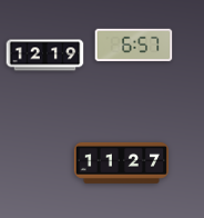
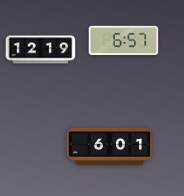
clock at (134, 46) position: (134, 46) -> (124, 41)
clock at (121, 162): 11:27 -> 6:01
